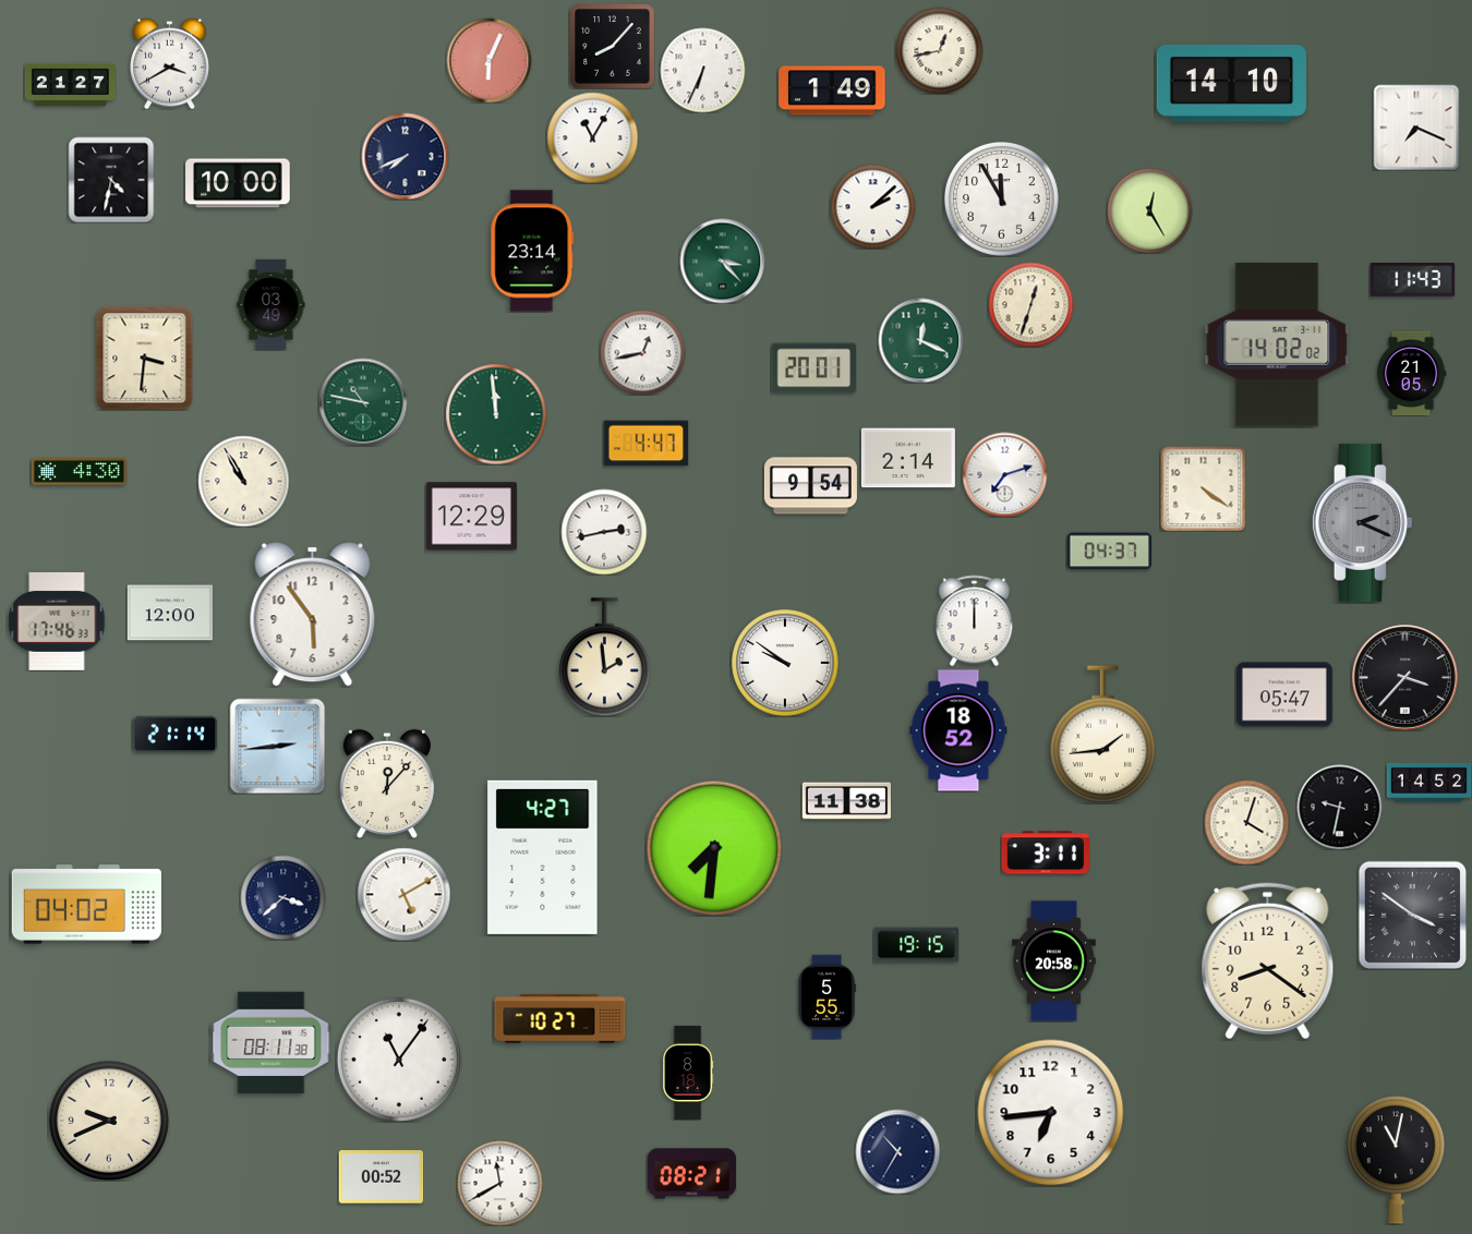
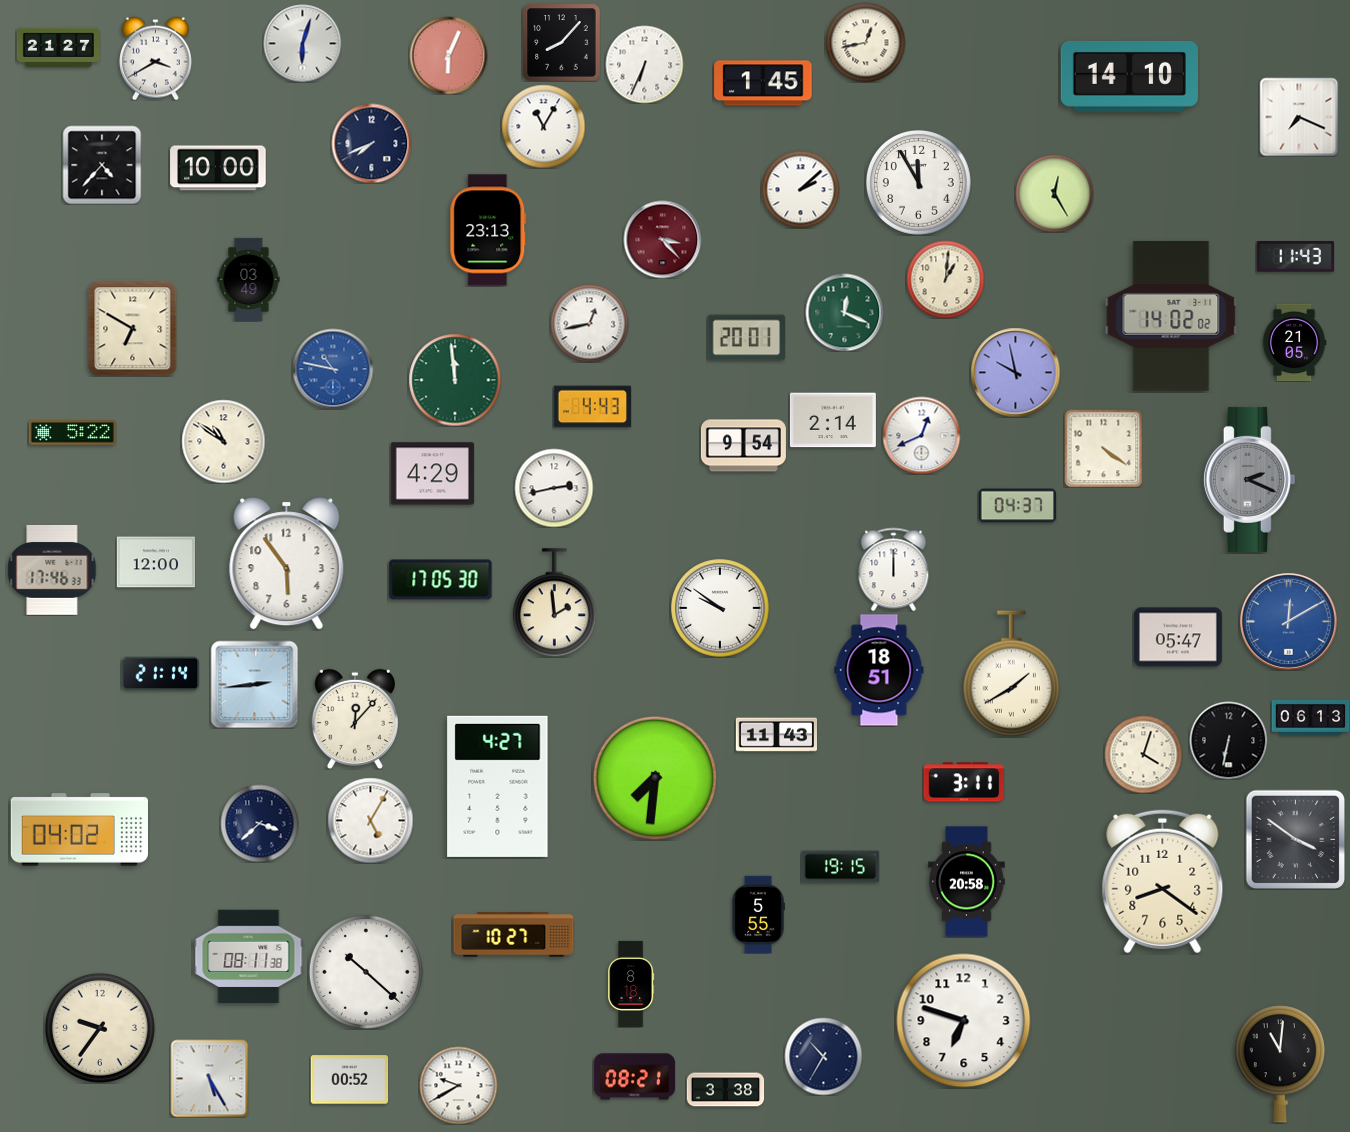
clock at (302, 43): none -> 6:03
clock at (939, 50) position: (939, 50) -> (865, 42)
clock at (70, 84) position: (70, 84) -> (58, 47)
clock at (832, 90): 1:49 -> 1:45
clock at (111, 180): 4:32 -> 4:37
clock at (532, 251): 23:14 -> 23:13
clock at (722, 261) dial: green -> burgundy
clock at (1030, 304): 12:33 -> 1:01
clock at (145, 358): 3:31 -> 6:50
clock at (363, 402) dial: green -> blue
clock at (1015, 372): none -> 9:58
clock at (645, 444): 4:47 -> 4:43
clock at (79, 472): 4:30 -> 5:22
clock at (1004, 474): 7:12 -> 12:41
clock at (243, 481): 10:55 -> 10:51
clock at (471, 517): 12:29 -> 4:29
clock at (441, 580): none -> 17:05
clock at (1405, 678): 3:37 -> 12:10
clock at (1405, 678) dial: black -> blue
clock at (958, 730): 18:52 -> 18:51
clock at (1103, 735): 1:44 -> 1:40
clock at (1428, 782): 14:52 -> 06:13
clock at (846, 801): 11:38 -> 11:43
clock at (1339, 807): 9:32 -> 6:32
clock at (1045, 852) position: (1045, 852) -> (963, 782)
clock at (403, 894): 5:10 -> 5:05
clock at (399, 1060): 11:06 -> 10:22
clock at (1051, 1113): 6:44 -> 6:48
clock at (109, 1121): 9:41 -> 9:36
clock at (1396, 1160): 11:02 -> 11:01
clock at (209, 1078): none -> 5:25
clock at (499, 1183): 11:40 -> 9:40
clock at (725, 1090): none -> 3:38
